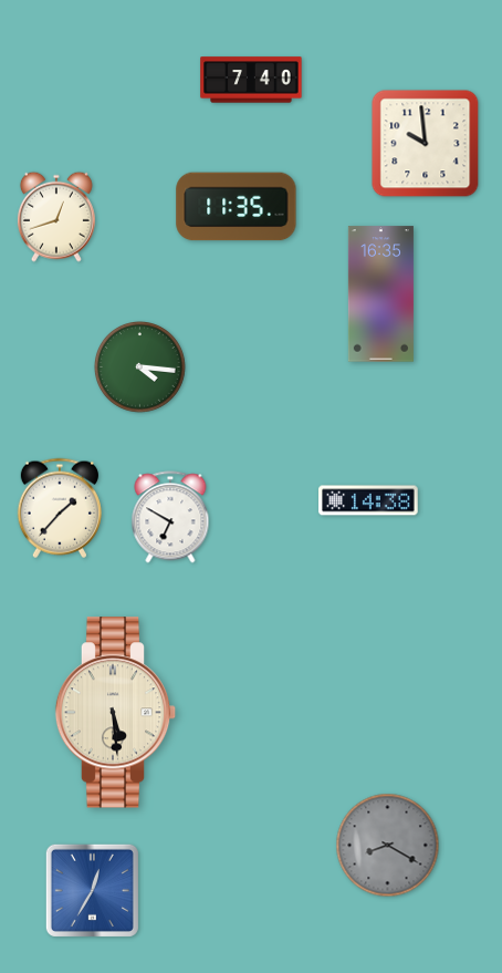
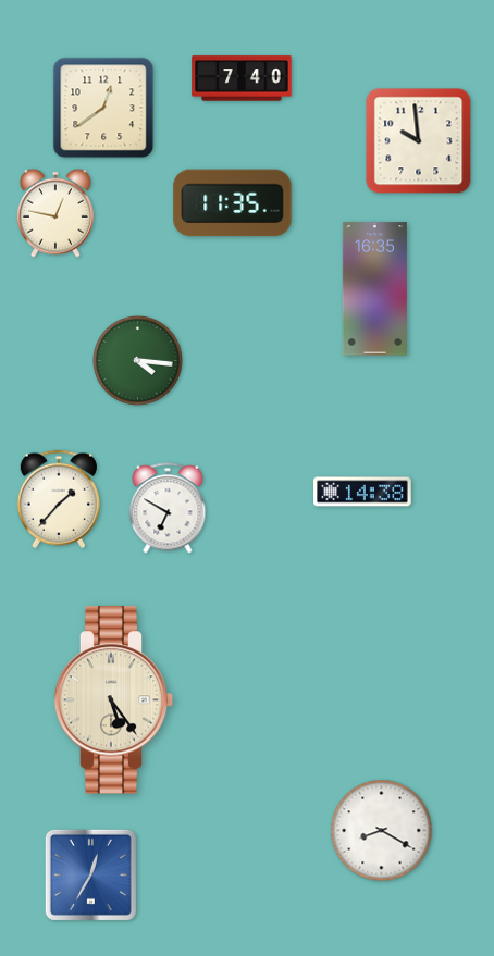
clock at (251, 80) position: (251, 80) -> (242, 78)
clock at (103, 108): none -> 12:39
clock at (56, 217): 12:42 -> 12:47
clock at (116, 713): 5:29 -> 5:24
clock at (388, 846) dial: grey -> white
